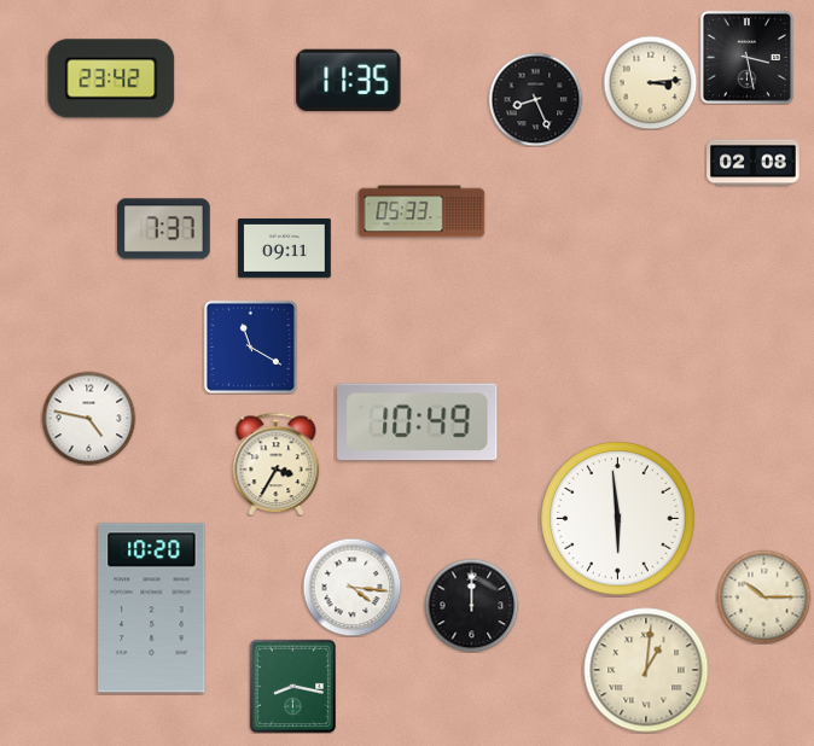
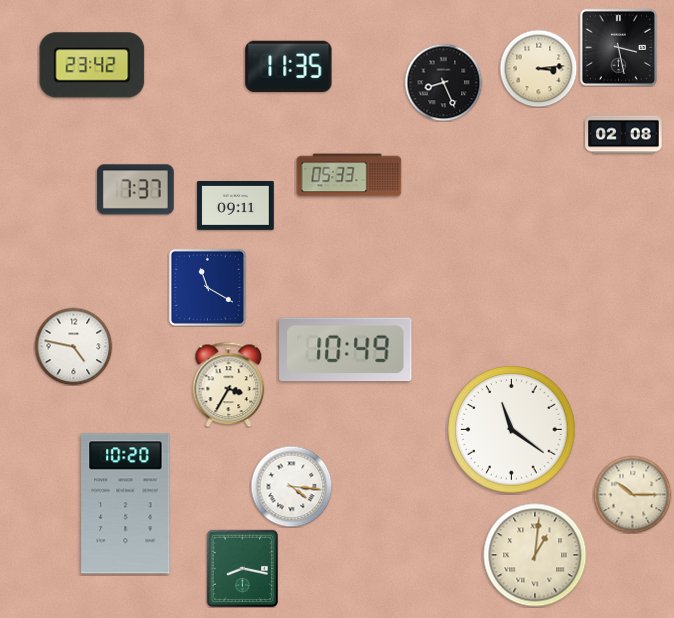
clock at (618, 519): 5:59 -> 11:21
clock at (471, 605): 12:00 -> none
